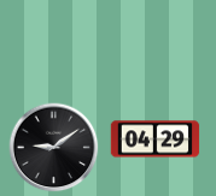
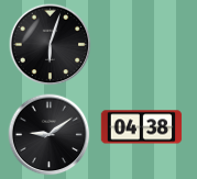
clock at (51, 45): none -> 6:03
clock at (156, 139): 04:29 -> 04:38
